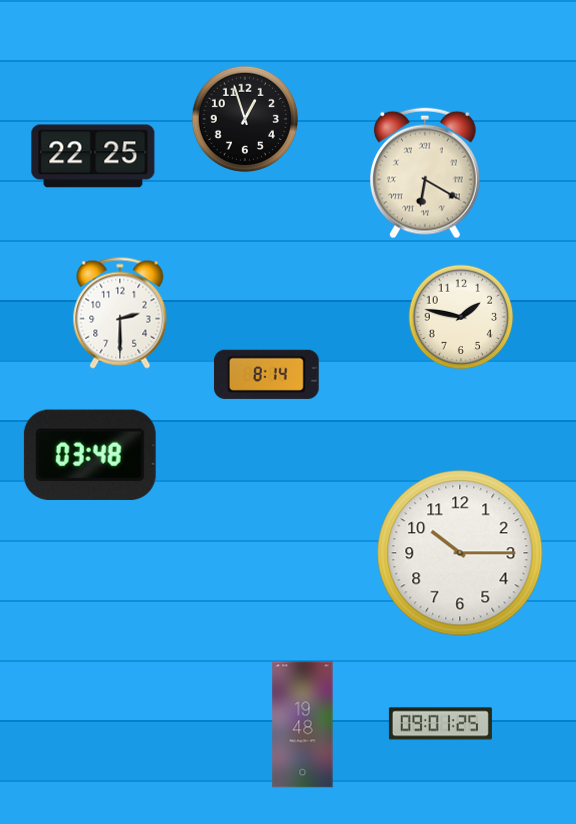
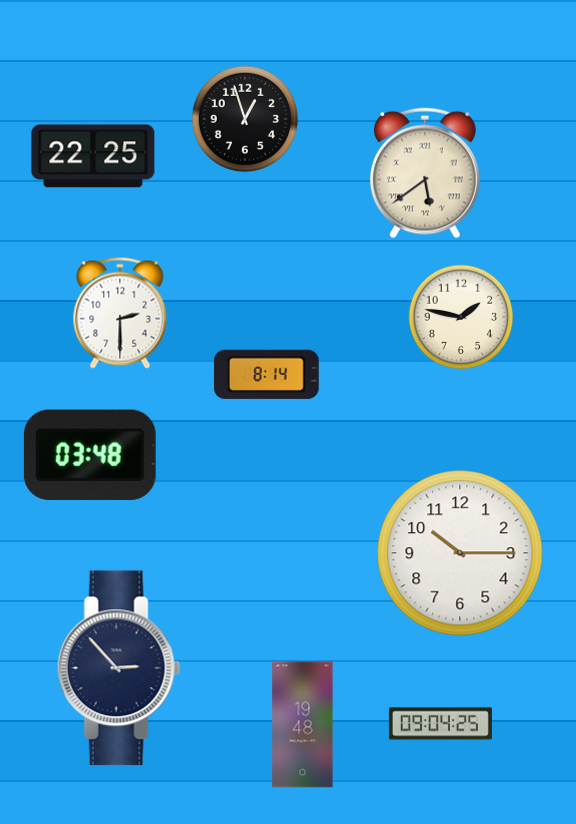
clock at (425, 173): 6:20 -> 5:39
clock at (119, 668): none -> 2:53
clock at (440, 724): 09:01 -> 09:04
